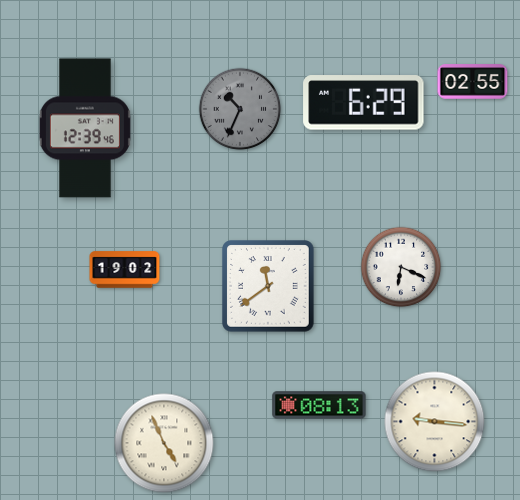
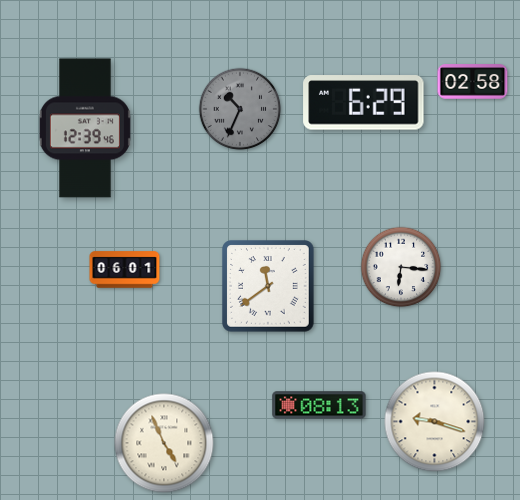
clock at (473, 82): 02:55 -> 02:58
clock at (401, 267): 6:19 -> 6:16
clock at (125, 270): 19:02 -> 06:01
clock at (435, 422): 9:16 -> 9:18
